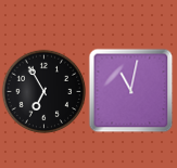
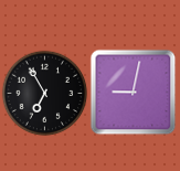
clock at (130, 90): 11:02 -> 9:02
